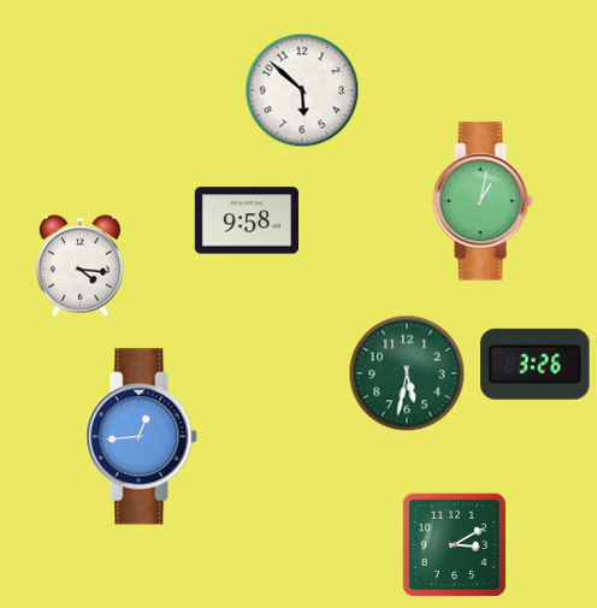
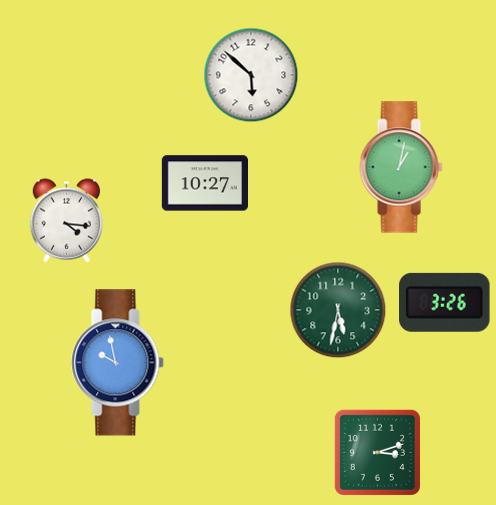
clock at (246, 220): 9:58 -> 10:27
clock at (142, 437): 12:44 -> 9:58
clock at (454, 544): 3:10 -> 3:12
